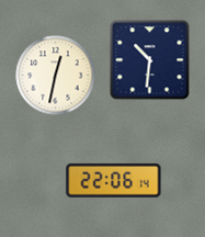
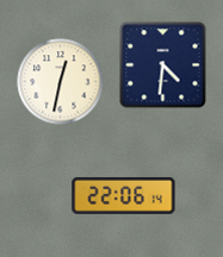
clock at (150, 60): 10:31 -> 4:31
